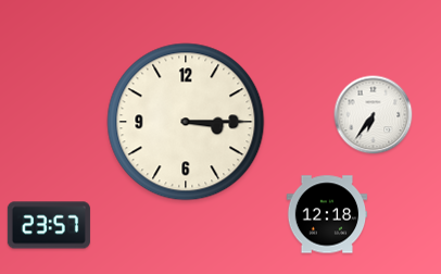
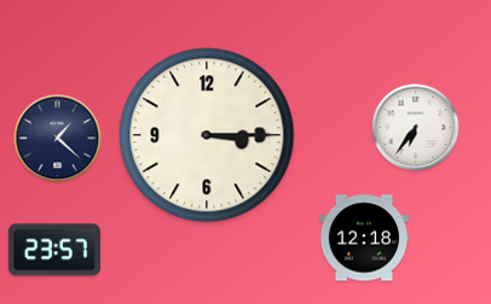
clock at (58, 139): none -> 1:22
